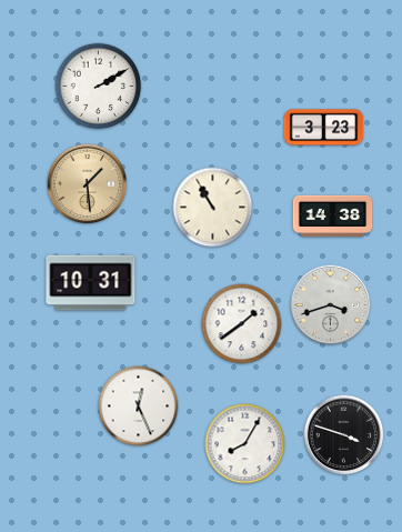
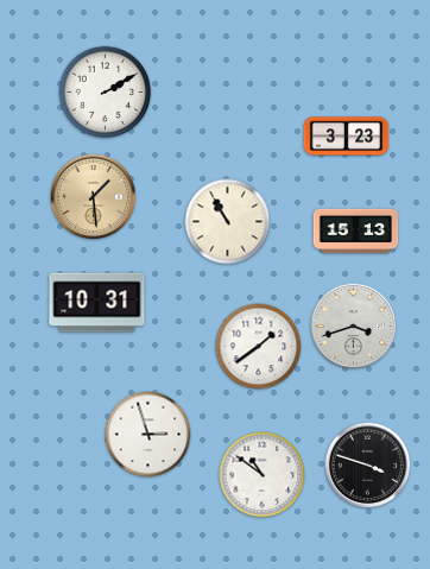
clock at (333, 215): 14:38 -> 15:13
clock at (139, 406): 12:26 -> 2:57
clock at (245, 444): 8:05 -> 10:51
